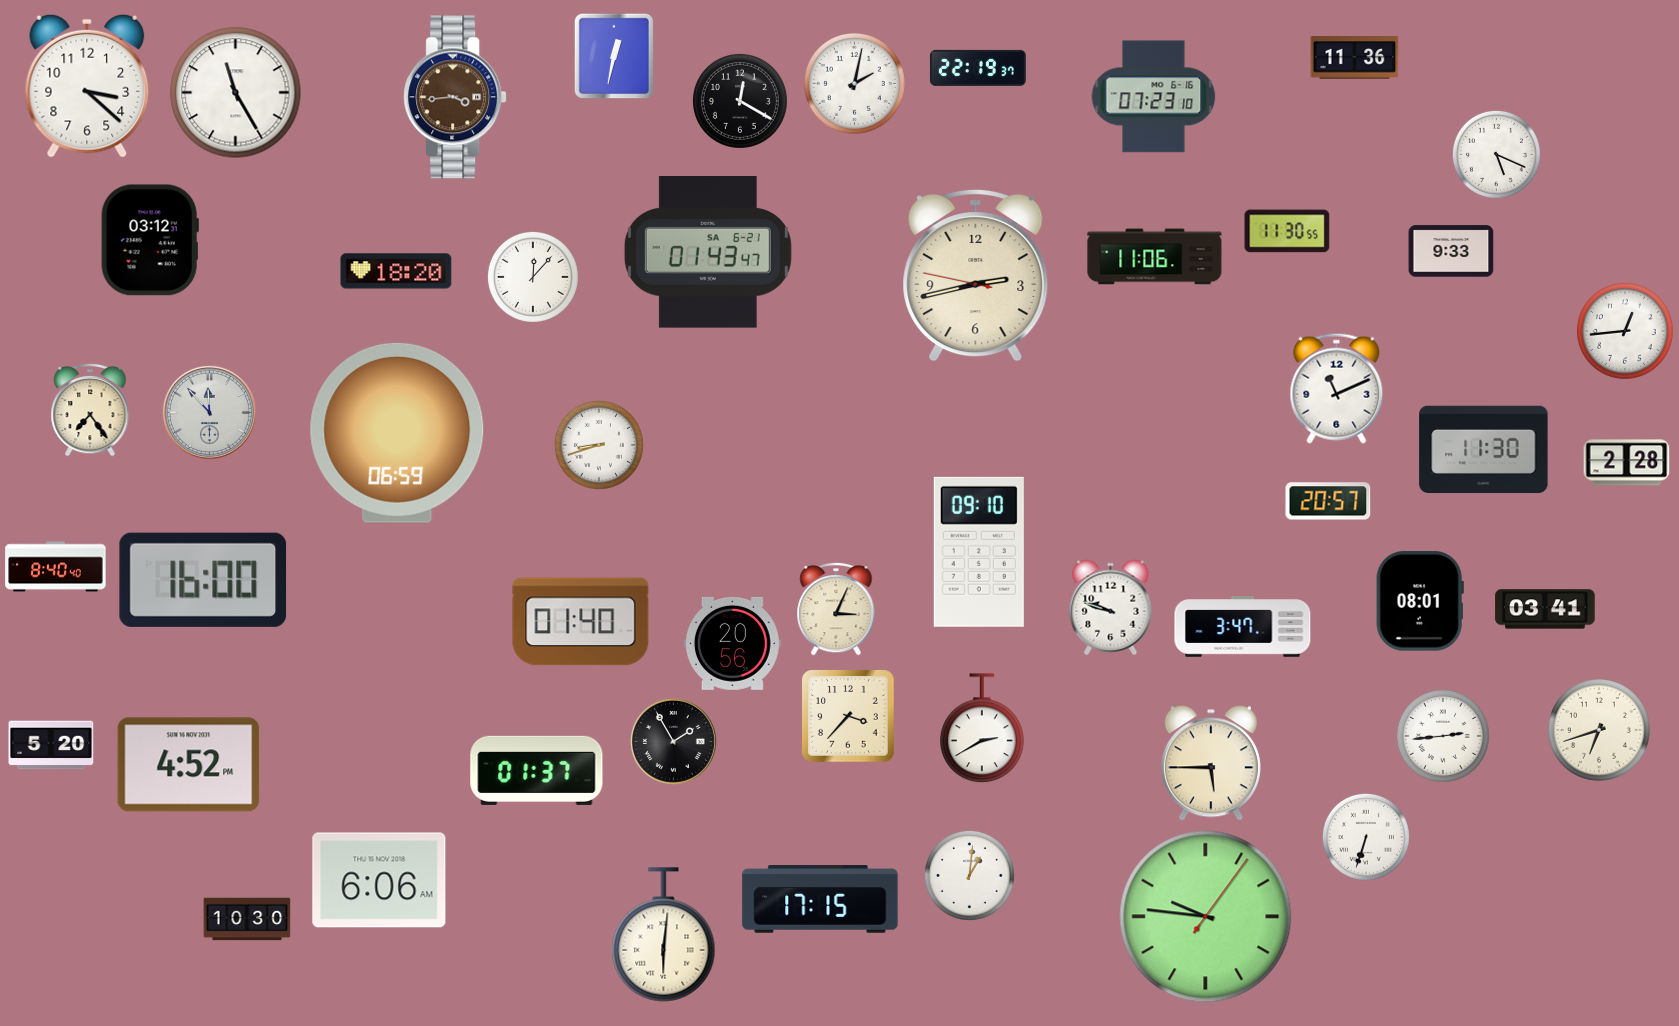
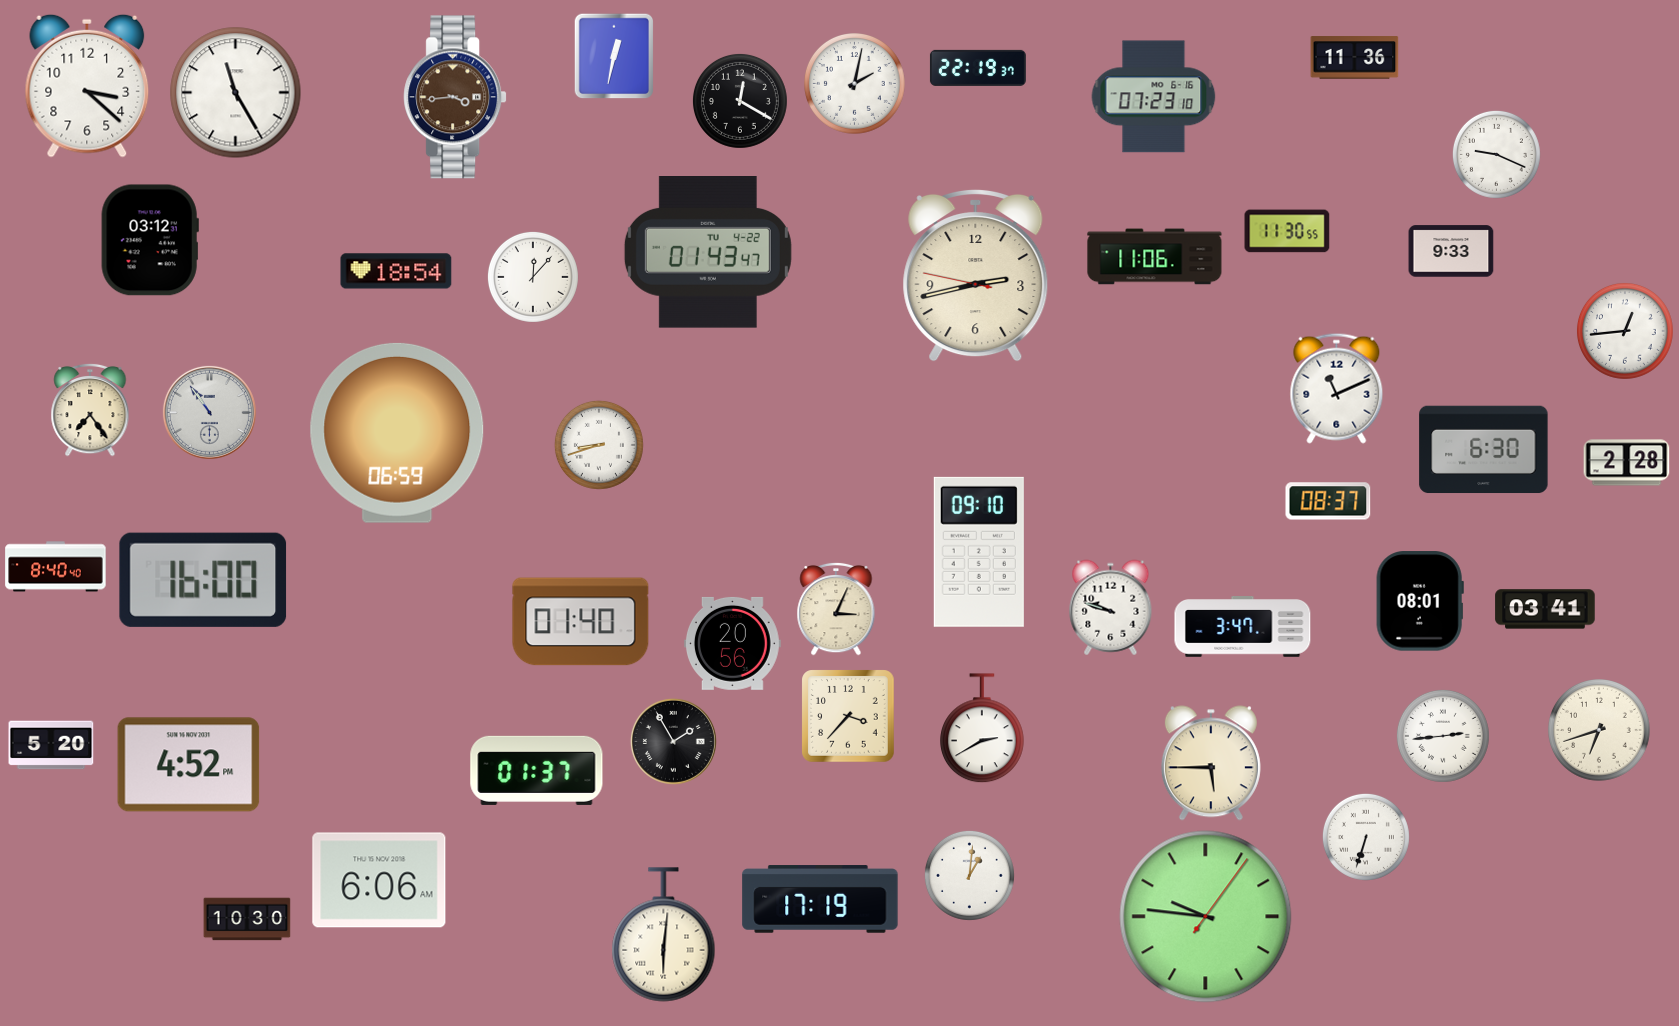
clock at (1496, 154): 5:19 -> 9:19
clock at (708, 252) date: SA 6-21 -> TU 4-22
clock at (396, 271): 18:20 -> 18:54
clock at (209, 412): 11:53 -> 10:54
clock at (1484, 450): 11:30 -> 6:30
clock at (1328, 501): 20:57 -> 08:37
clock at (820, 899): 17:15 -> 17:19
